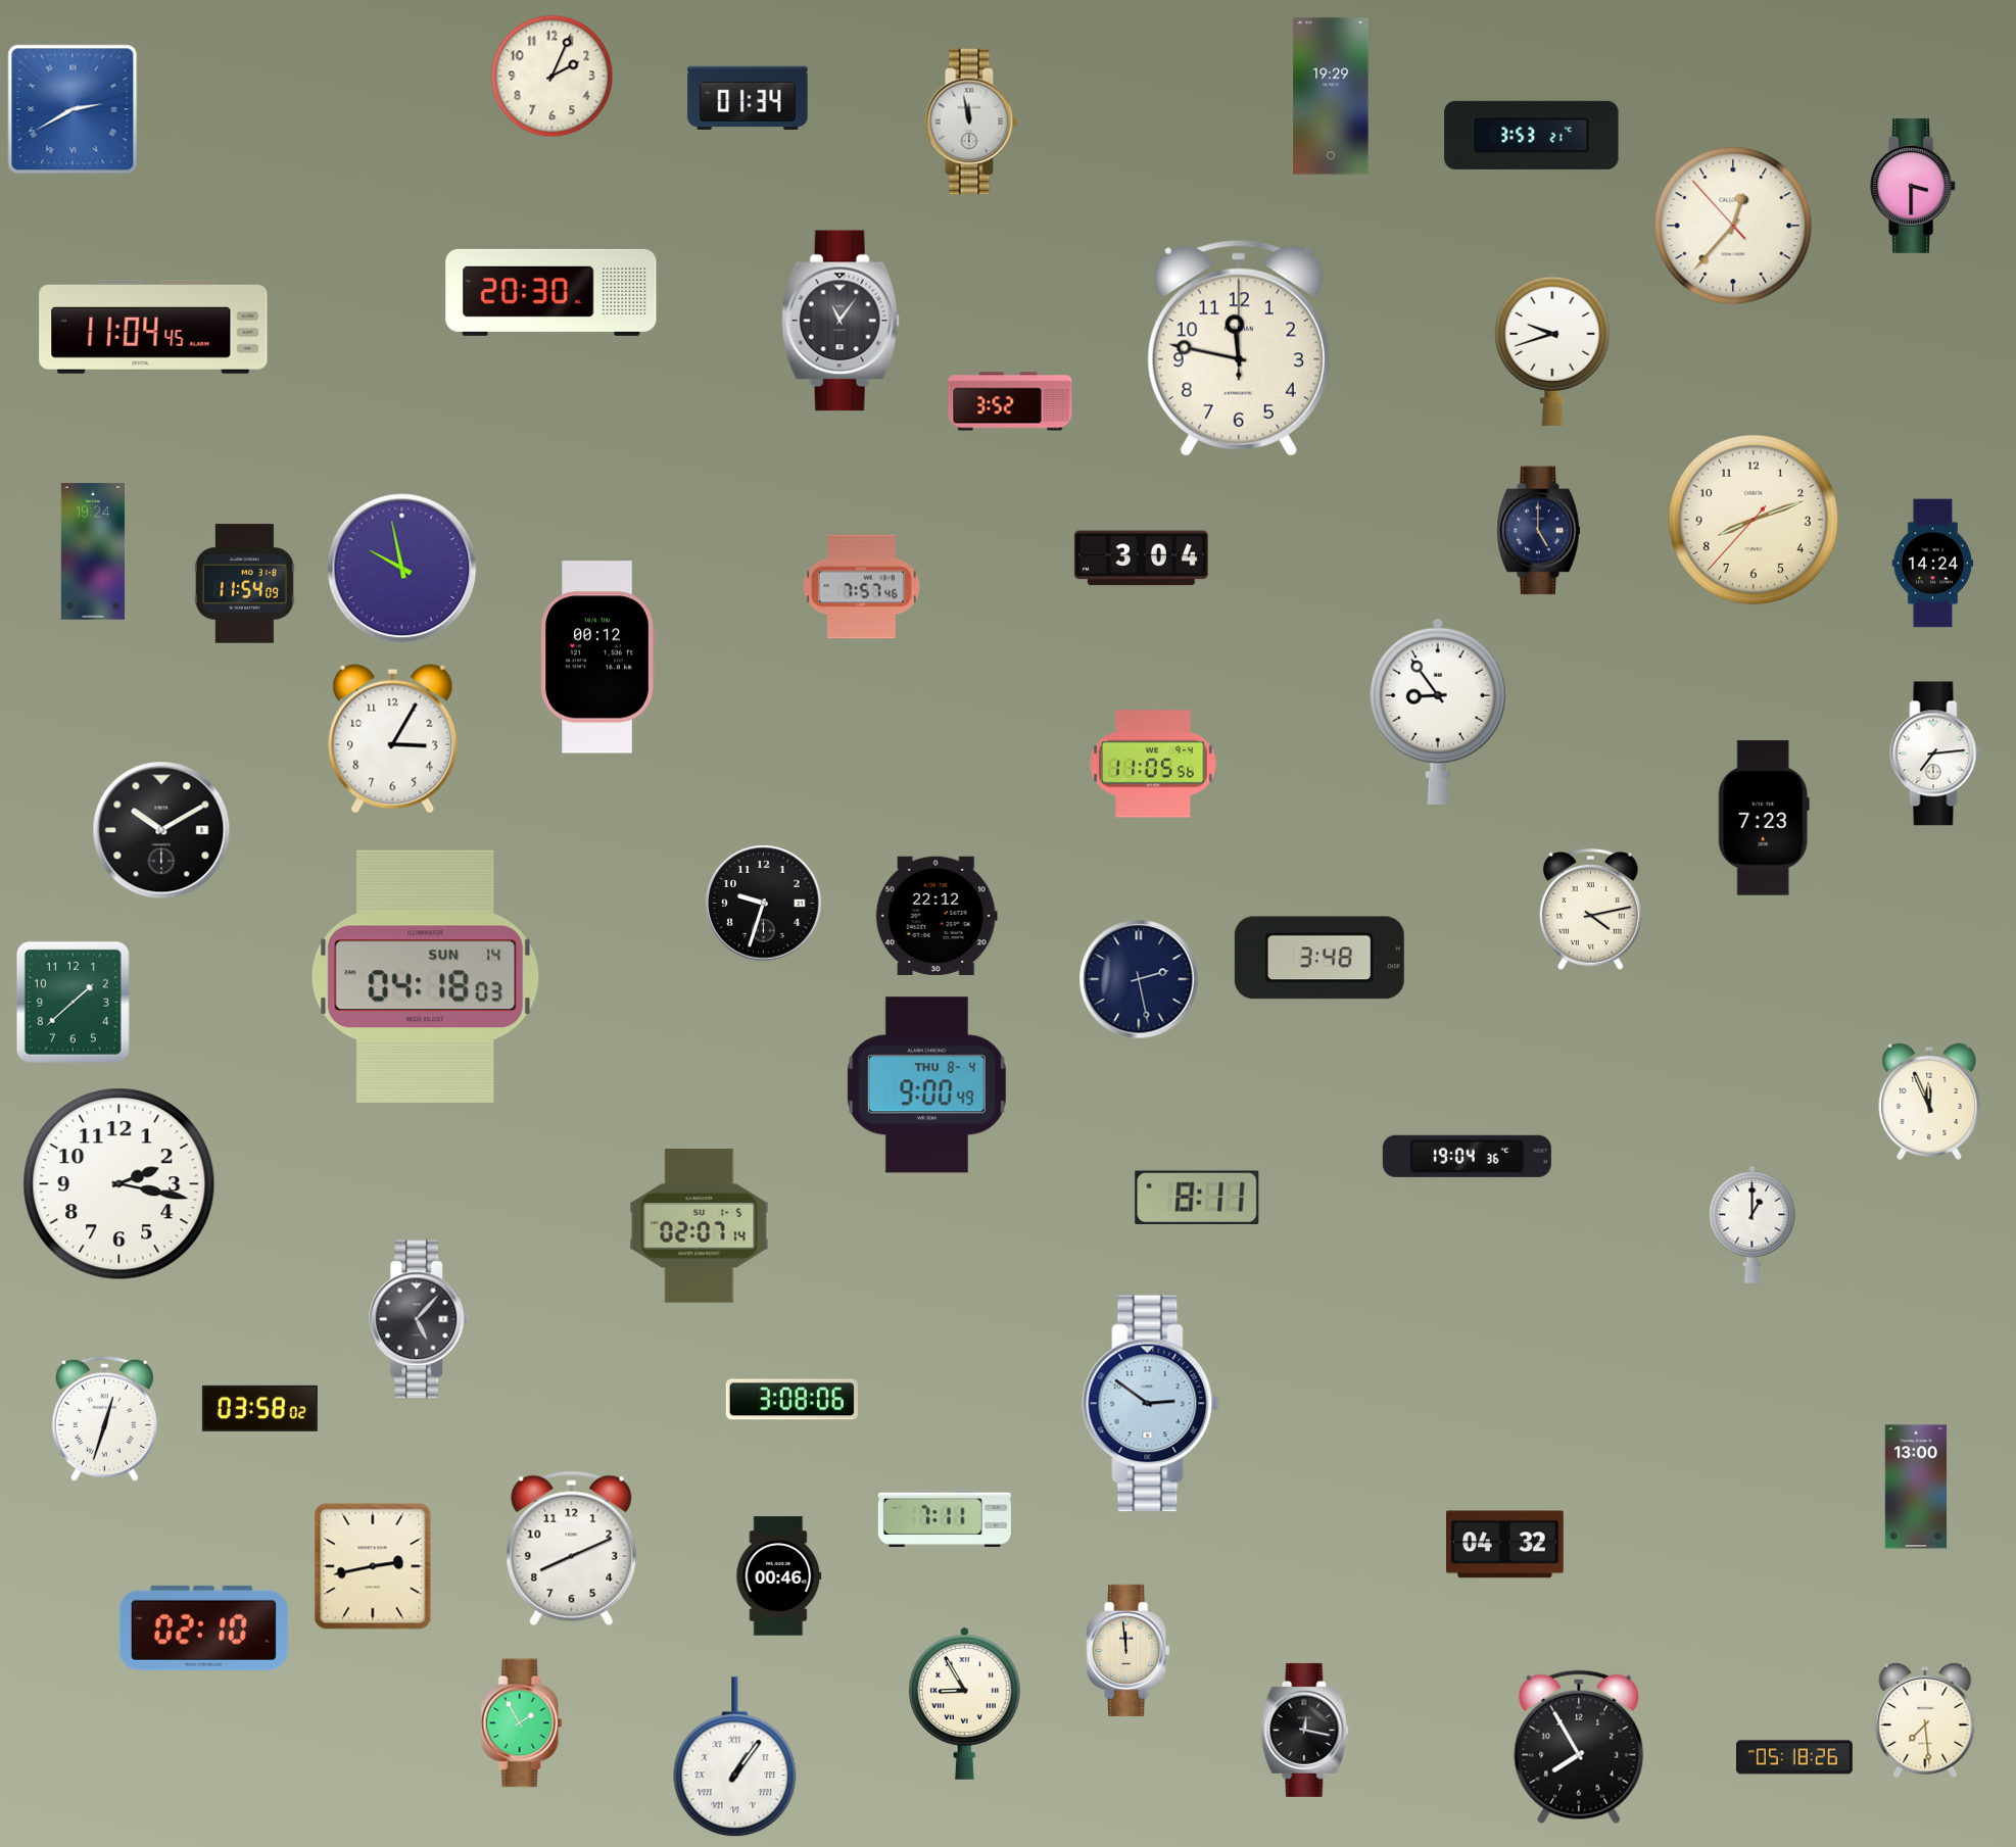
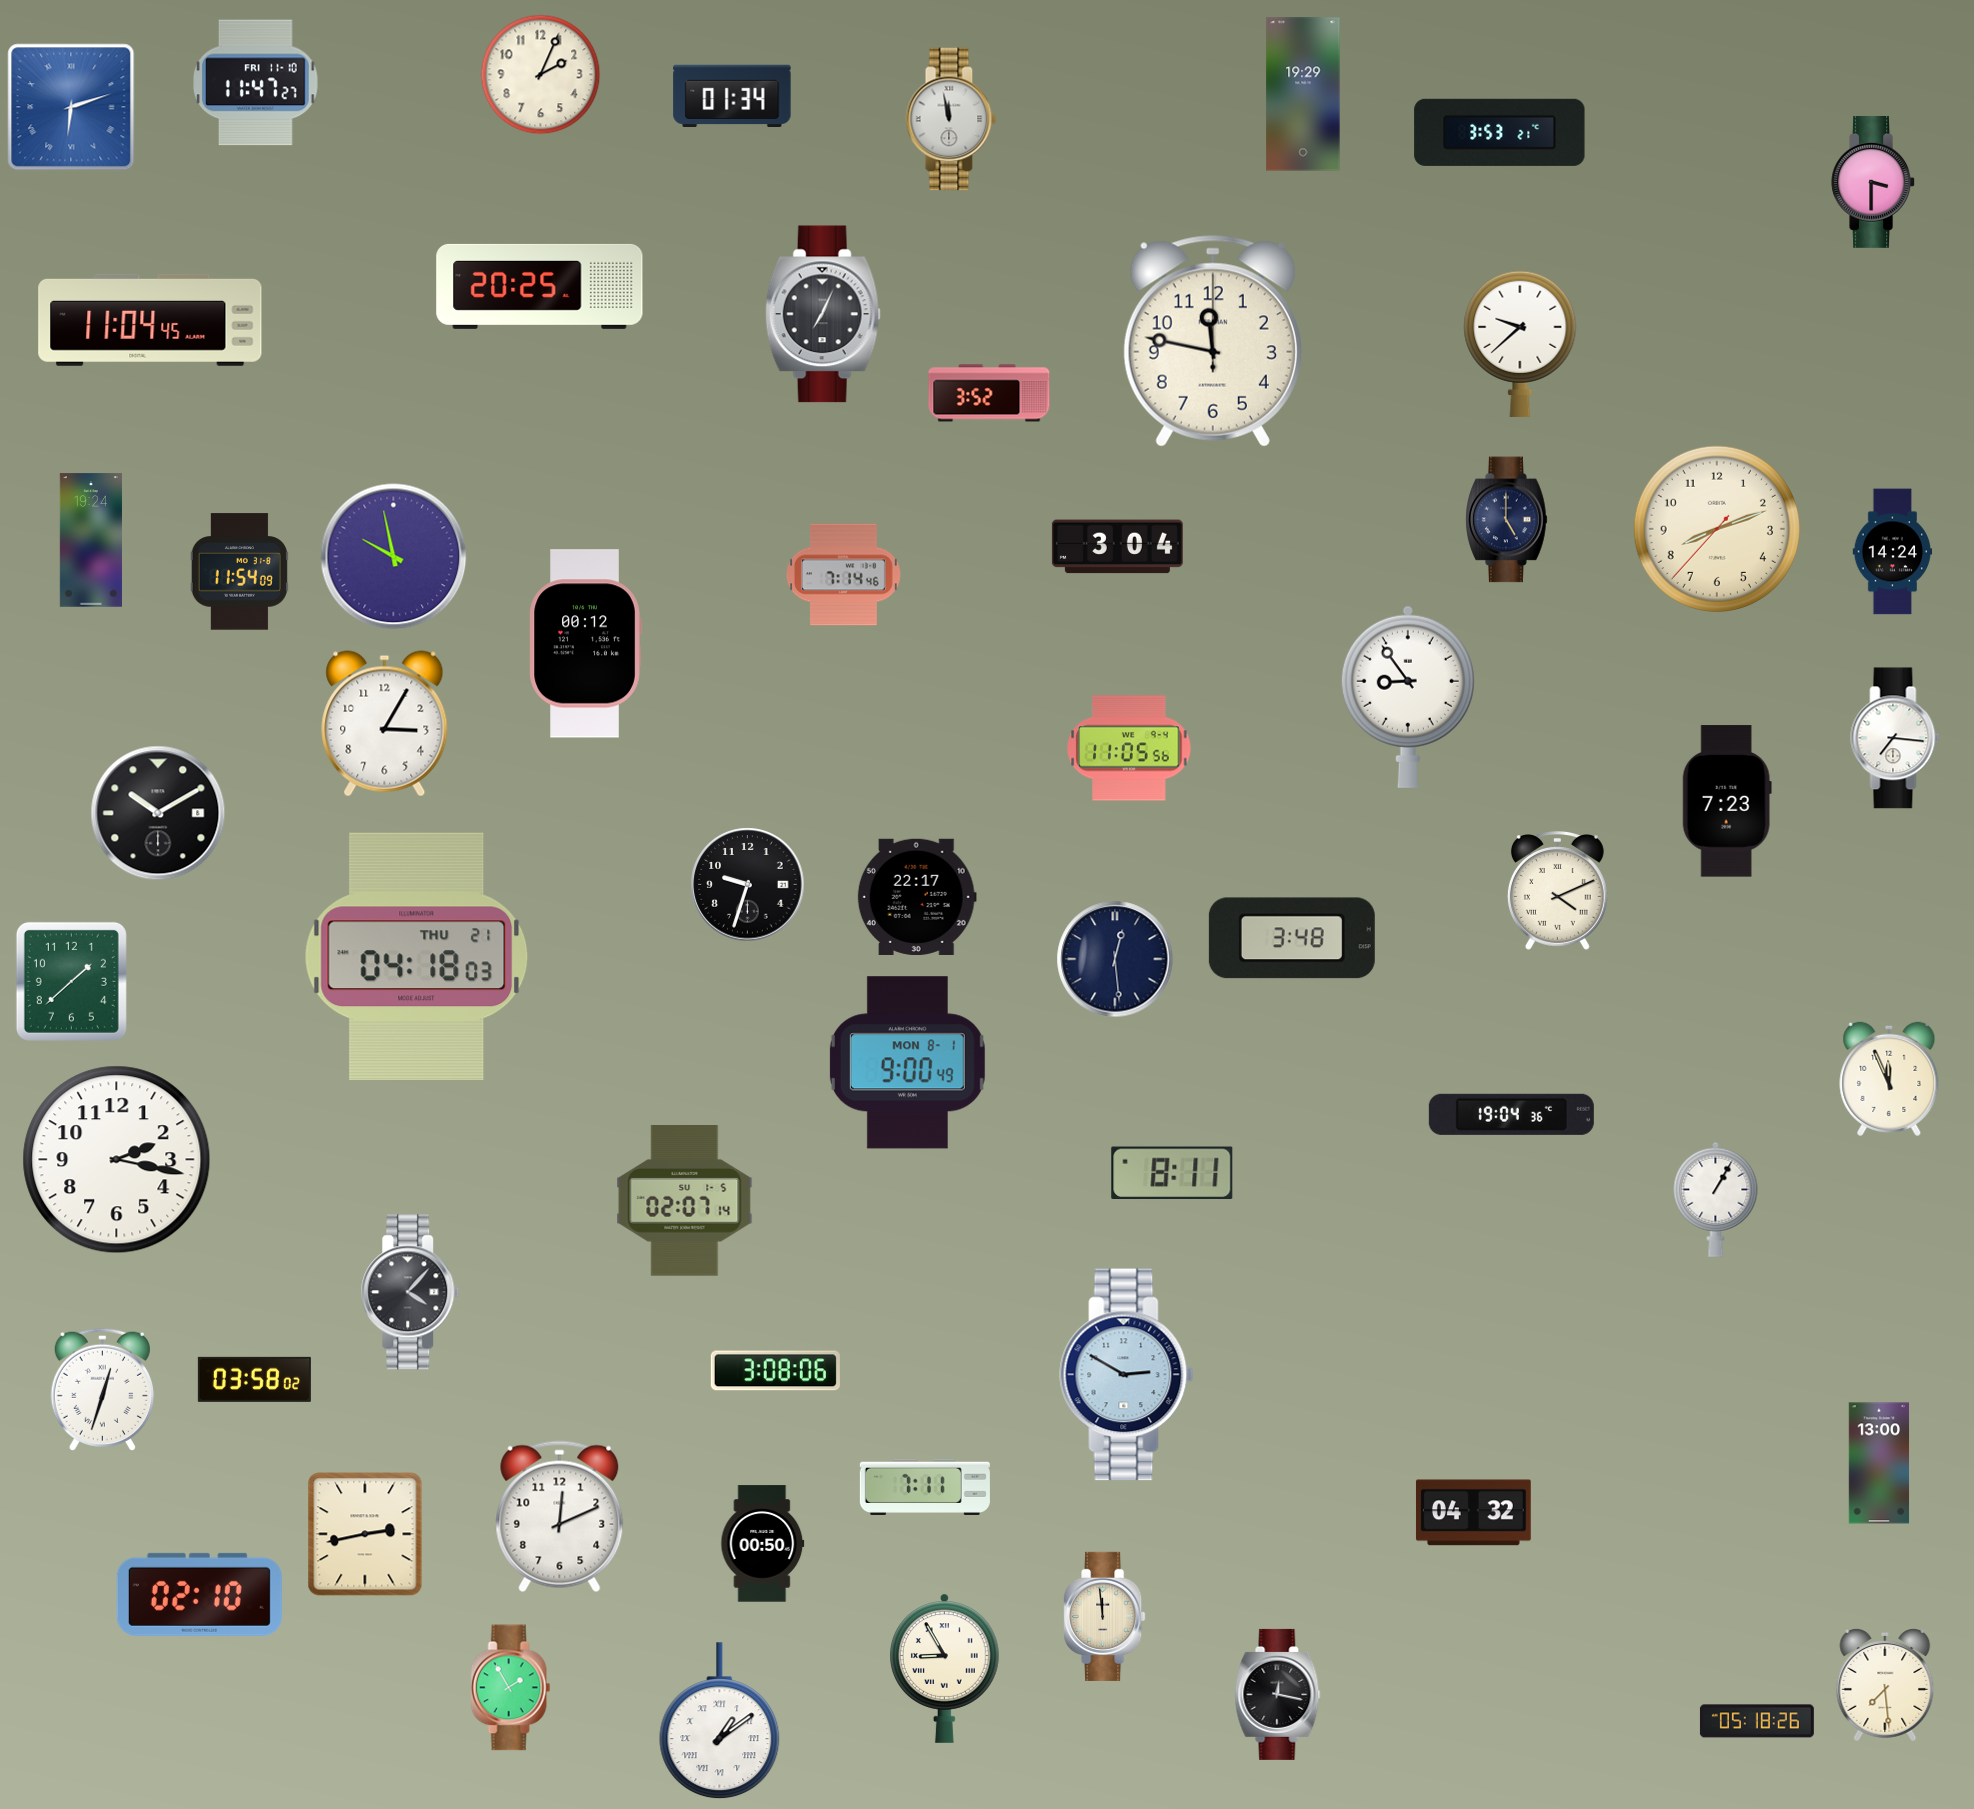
clock at (256, 83): none -> 11:47
clock at (73, 109): 2:40 -> 6:12
clock at (1733, 226): 12:36 -> none
clock at (551, 292): 20:30 -> 20:25
clock at (841, 321): 11:06 -> 7:04
clock at (1552, 351): 9:42 -> 9:38
clock at (1754, 520) position: (1754, 520) -> (1717, 529)
clock at (862, 587): 7:57 -> 7:14
clock at (1935, 754): 7:14 -> 7:16
clock at (1590, 910): 4:13 -> 4:11
clock at (937, 916): 22:12 -> 22:17
clock at (426, 976) date: SUN 14 -> THU 21
clock at (1139, 979): 2:28 -> 12:29
clock at (926, 1085) date: THU 8-4 -> MON 8-1
clock at (1467, 1156) position: (1467, 1156) -> (1511, 1114)
clock at (1753, 1224): 1:00 -> 1:05
clock at (419, 1319): 5:07 -> 4:07
clock at (1151, 1404): 2:51 -> 2:50
clock at (1916, 1487) position: (1916, 1487) -> (1879, 1463)
clock at (572, 1549): 8:11 -> 12:11
clock at (779, 1576): 00:46 -> 00:50
clock at (1579, 1747): 7:55 -> none
clock at (735, 1757): 1:06 -> 1:09
